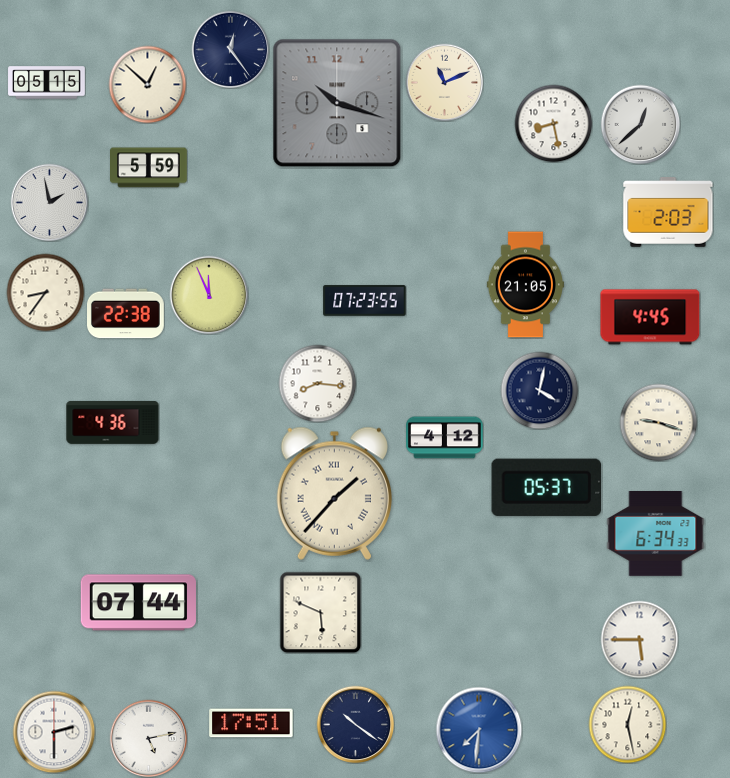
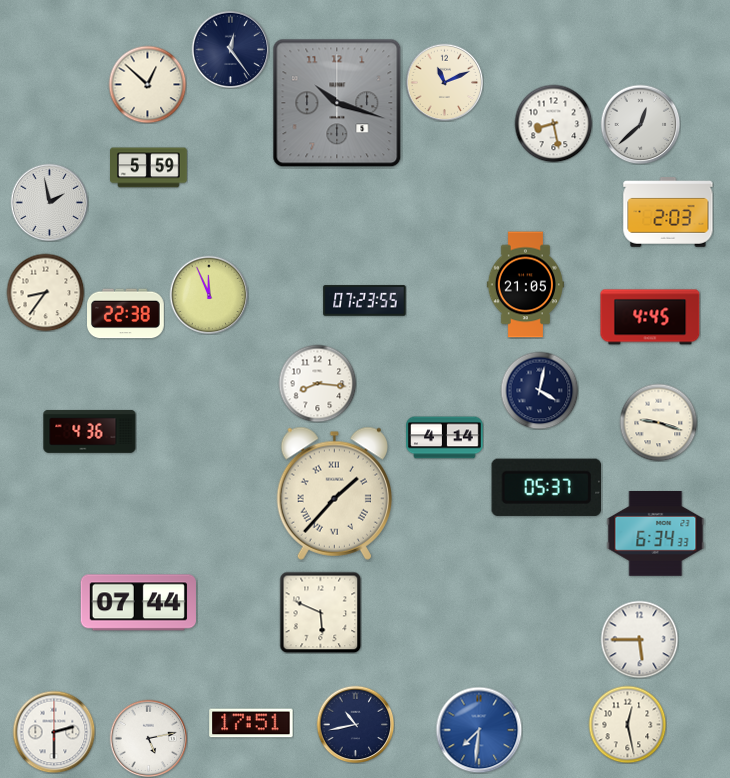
clock at (47, 83): 05:15 -> none
clock at (113, 423) position: (113, 423) -> (90, 432)
clock at (445, 438): 4:12 -> 4:14
clock at (355, 724): 10:21 -> 10:43
